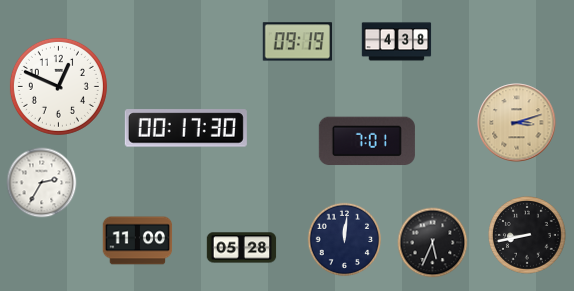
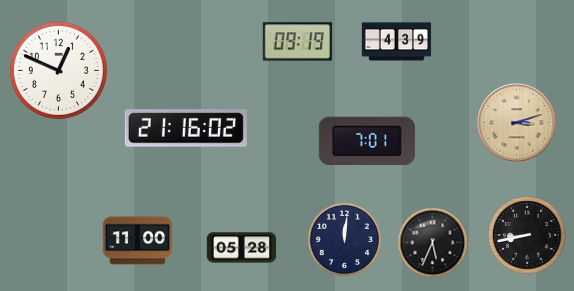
clock at (397, 42): 4:38 -> 4:39
clock at (58, 86) position: (58, 86) -> (58, 70)
clock at (186, 128): 00:17 -> 21:16
clock at (42, 183): 2:35 -> none
